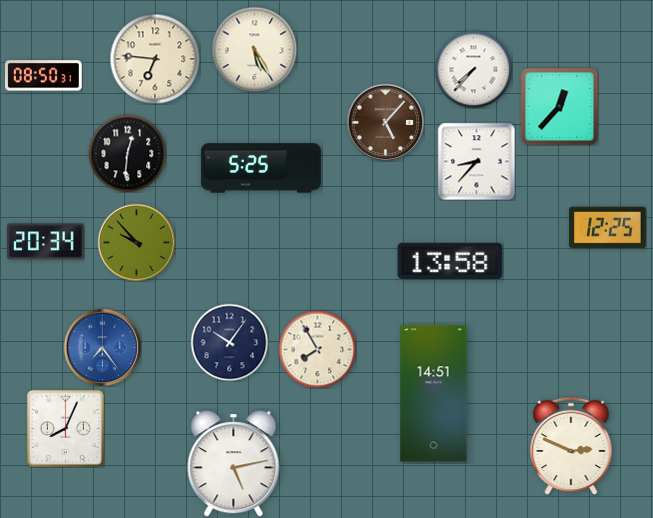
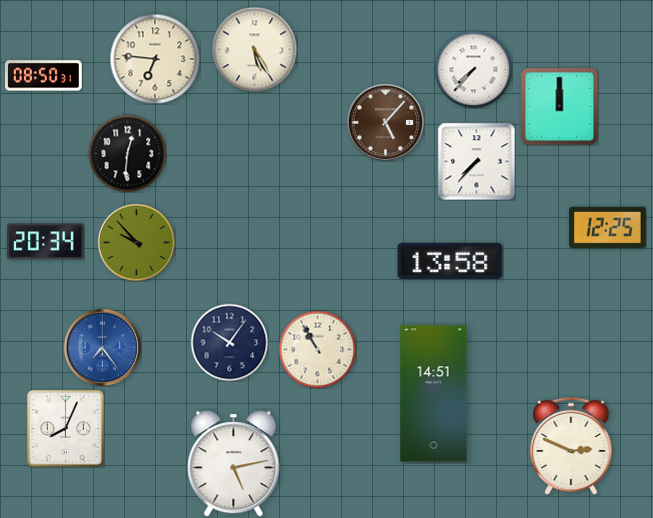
clock at (559, 106): 12:37 -> 12:00
clock at (476, 161): 8:37 -> 7:37
clock at (261, 168): 5:25 -> none
clock at (317, 349): 7:55 -> 10:55
